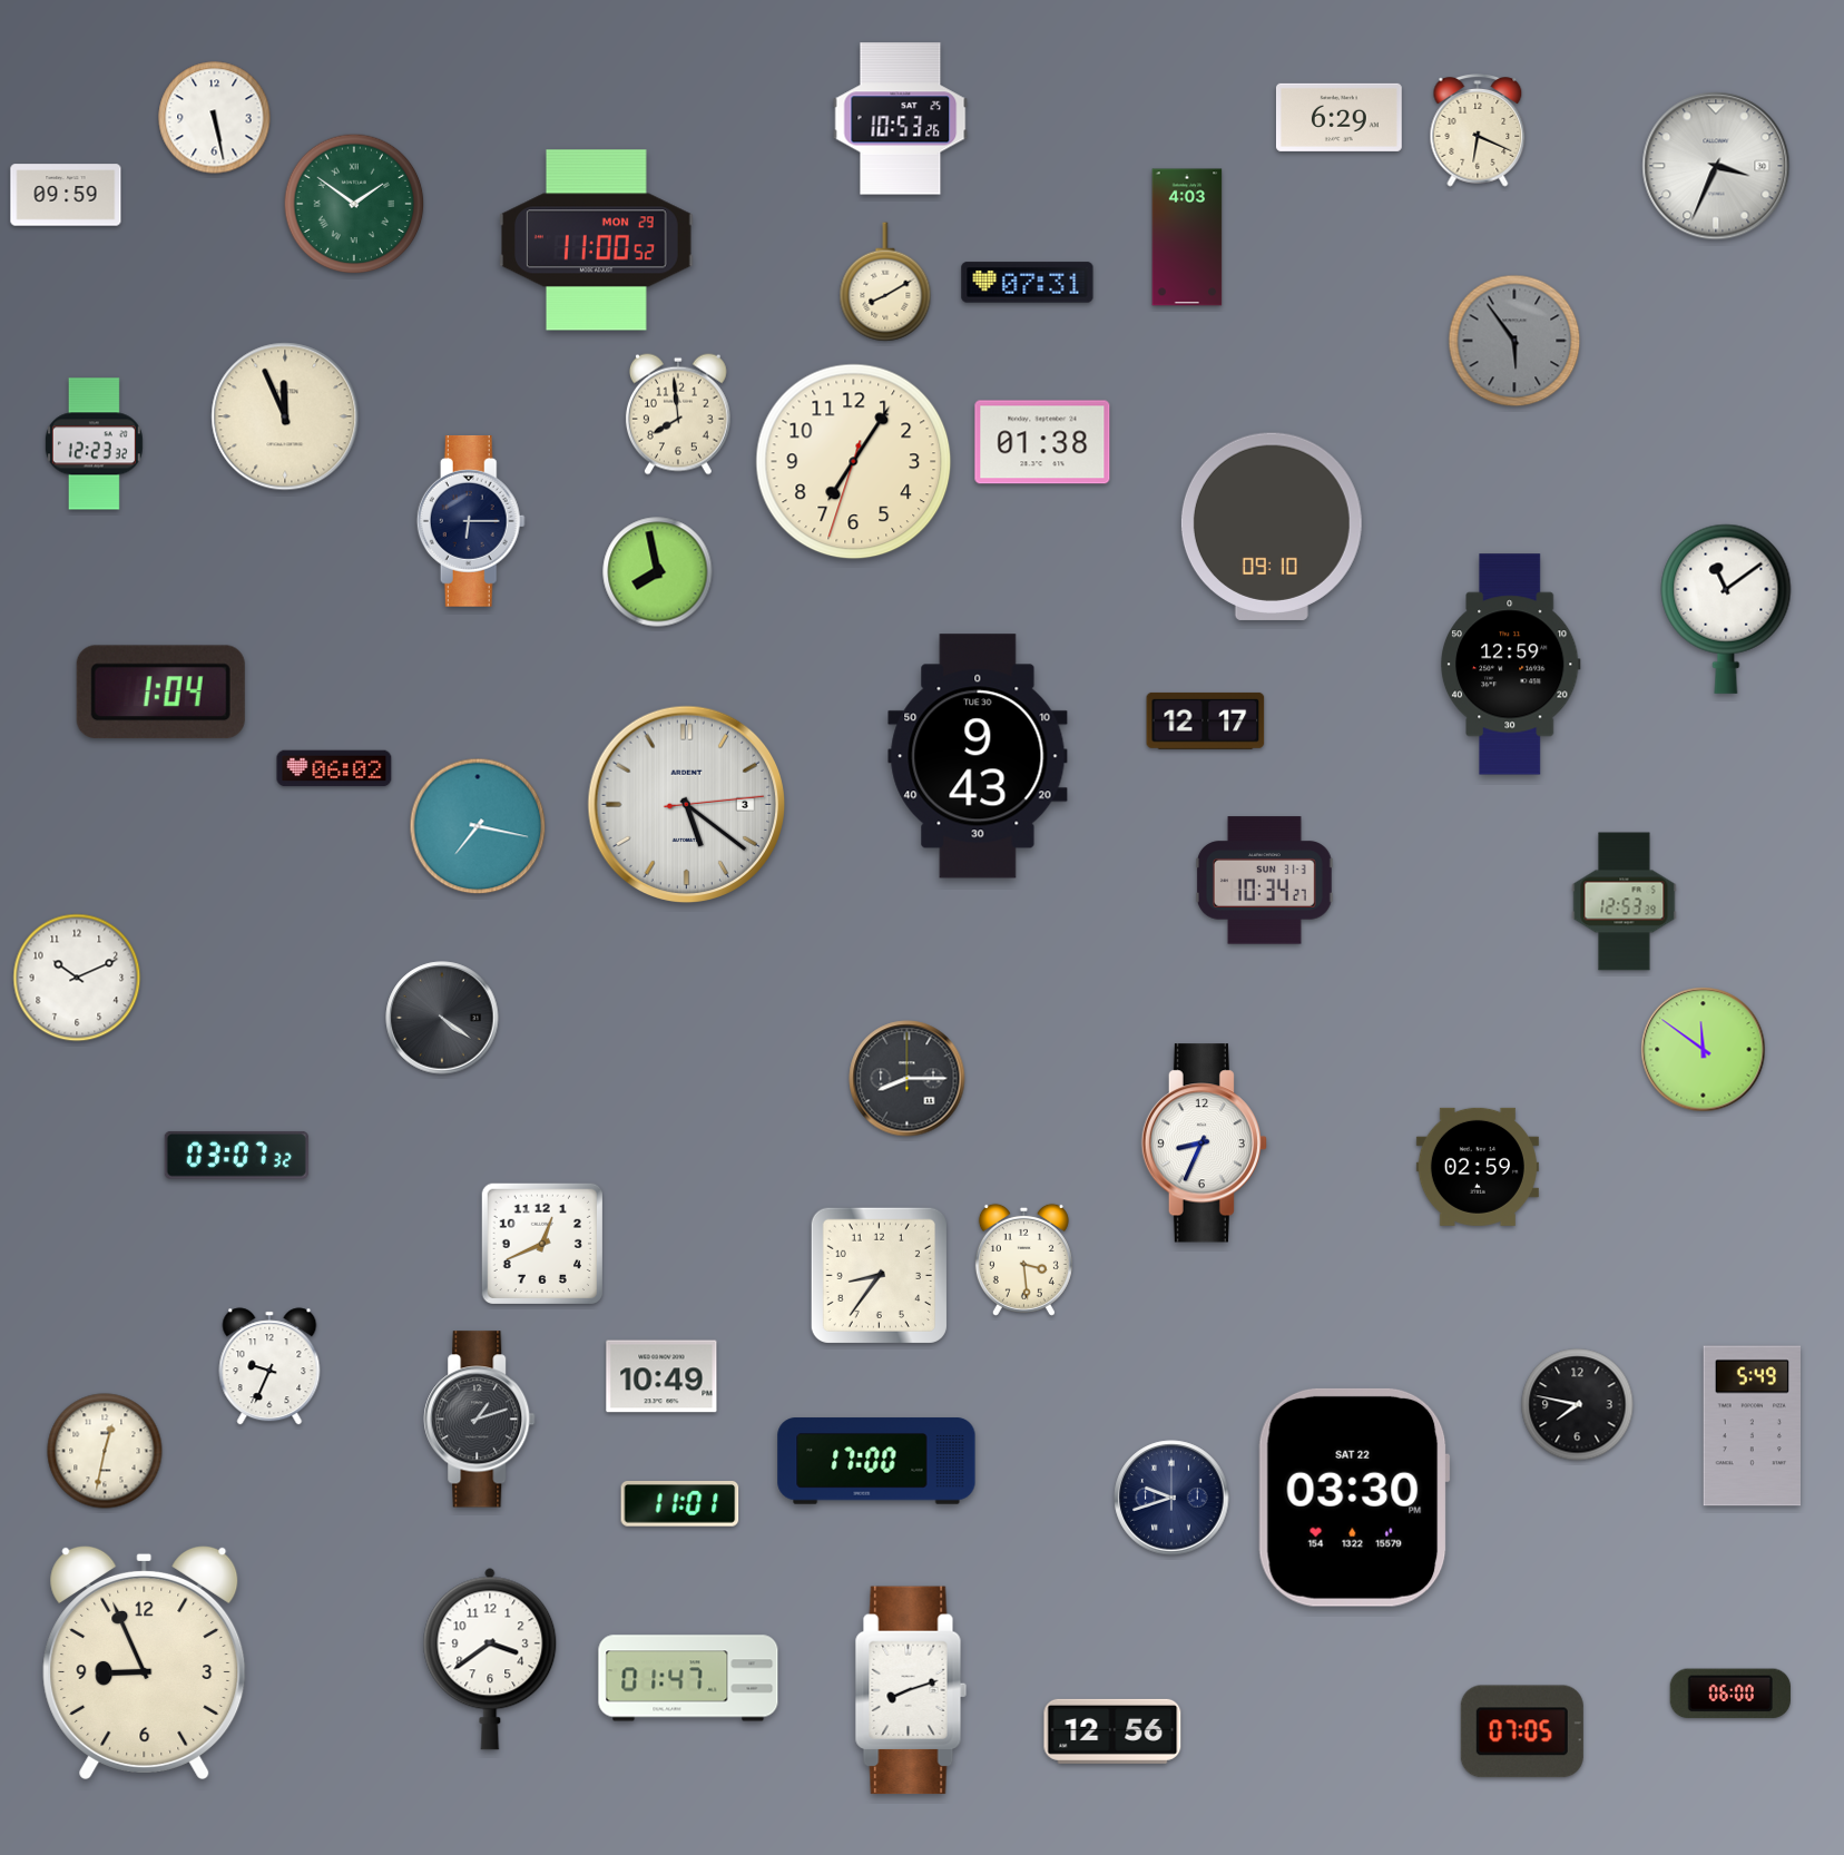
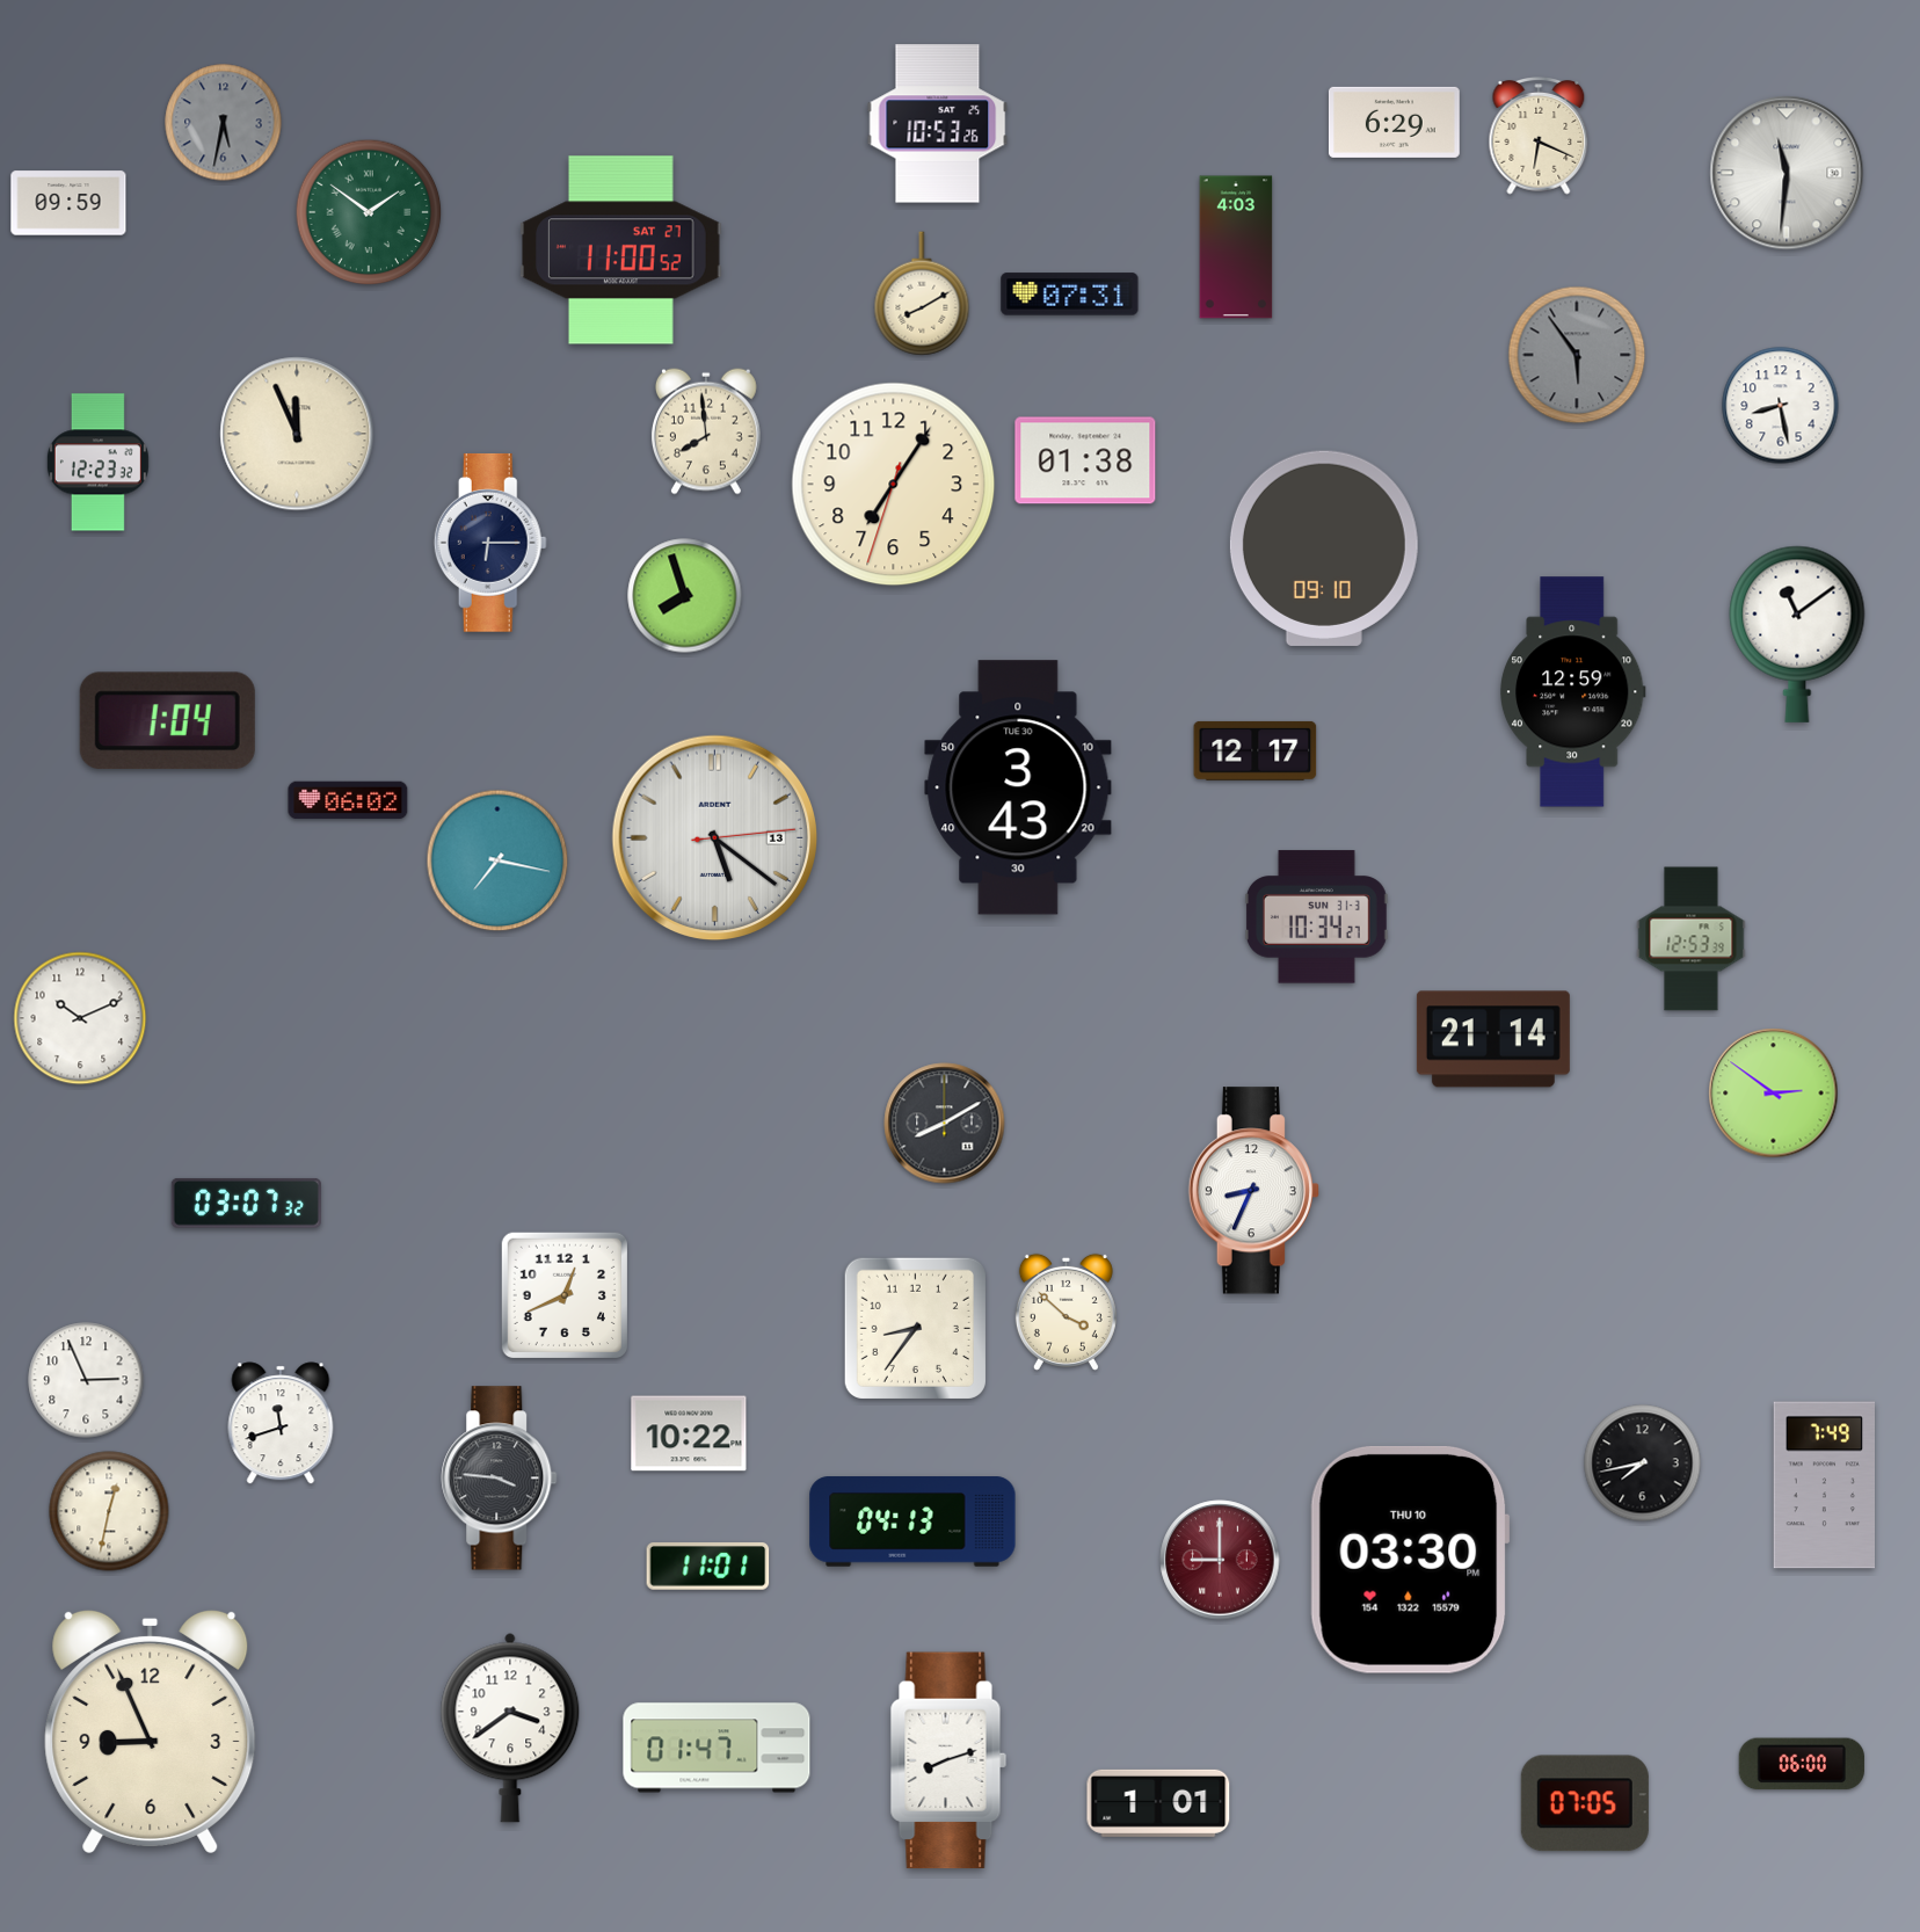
clock at (215, 118): 5:28 -> 5:32
clock at (215, 118) dial: white -> grey
clock at (1716, 166): 3:34 -> 11:31
clock at (597, 241) date: MON 29 -> SAT 27
clock at (1781, 406): none -> 8:28
clock at (854, 462) position: (854, 462) -> (894, 485)
clock at (658, 572): 7:58 -> 7:57
clock at (978, 756): 9:43 -> 3:43
clock at (687, 805) date: 3 -> 13
clock at (1493, 1039): none -> 21:14
clock at (442, 1018): 4:21 -> none
clock at (1704, 1050): 11:51 -> 2:51
clock at (908, 1079): 8:15 -> 8:10
clock at (1478, 1167): 02:59 -> none
clock at (1023, 1259): 3:29 -> 3:52
clock at (86, 1380): none -> 2:56
clock at (269, 1366): 9:34 -> 11:42
clock at (661, 1376): 10:49 -> 10:22
clock at (1578, 1405): 7:47 -> 7:43
clock at (480, 1420): 1:12 -> 3:46
clock at (1753, 1426): 5:49 -> 7:49
clock at (876, 1461): 17:00 -> 04:13
clock at (1171, 1498): 9:42 -> 9:00
clock at (1171, 1498) dial: navy -> burgundy
clock at (1354, 1498) date: SAT 22 -> THU 10
clock at (1112, 1731): 12:56 -> 1:01
